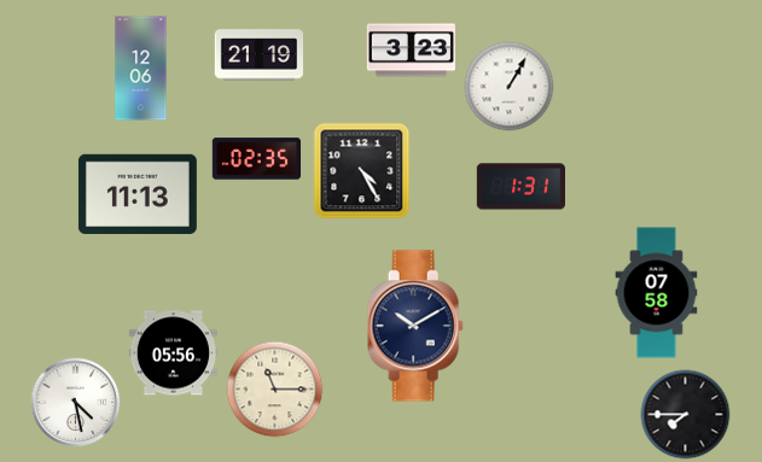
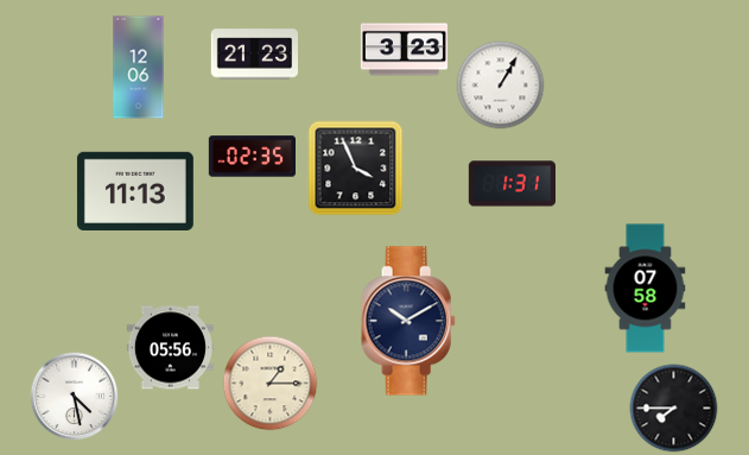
clock at (258, 55): 21:19 -> 21:23
clock at (362, 171): 4:25 -> 3:56
clock at (275, 390): 11:15 -> 1:15
